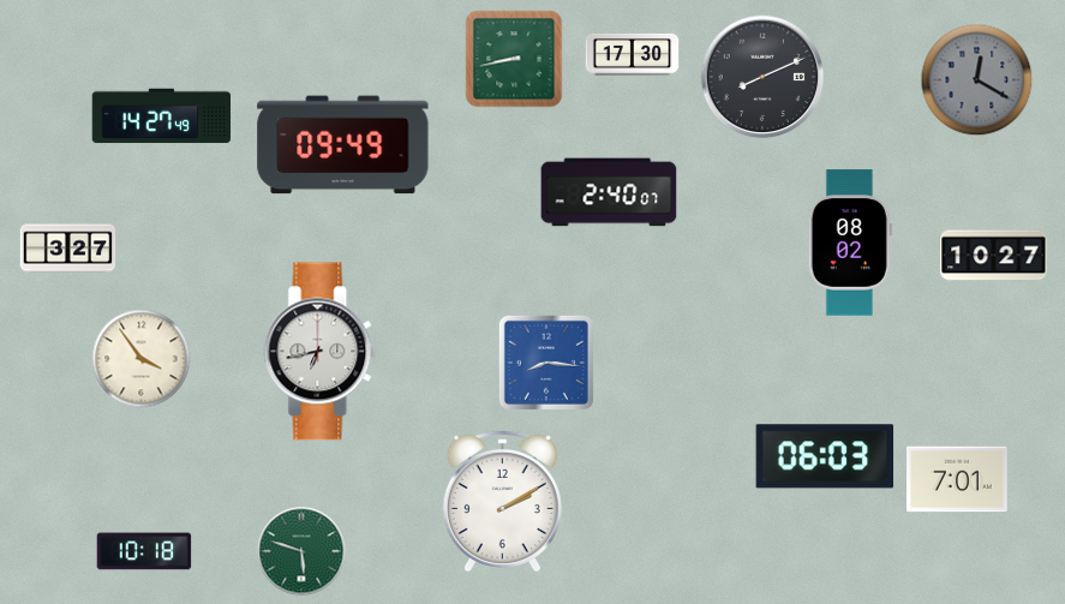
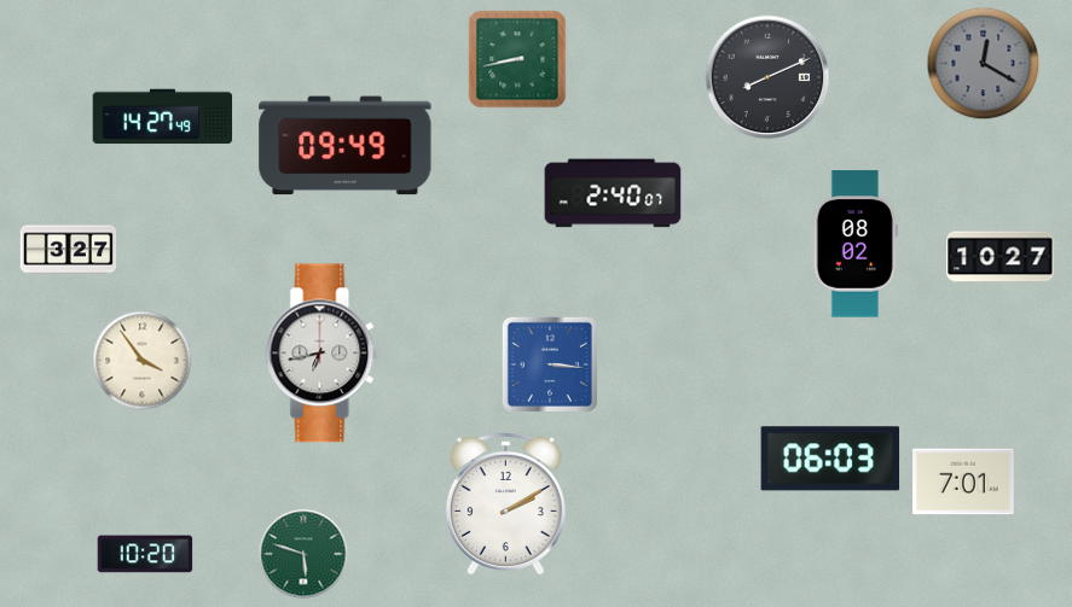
clock at (633, 54): 17:30 -> none
clock at (977, 80) position: (977, 80) -> (984, 64)
clock at (546, 363): 8:16 -> 3:16
clock at (144, 551): 10:18 -> 10:20
